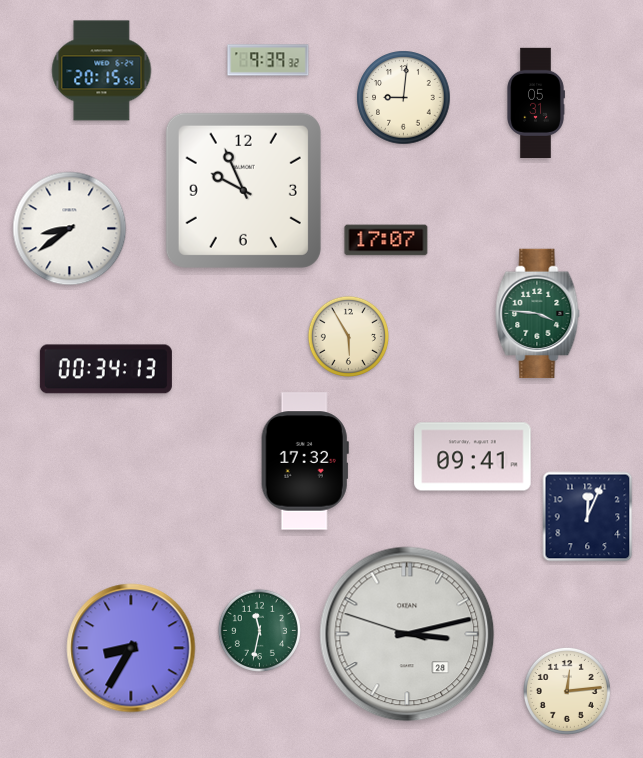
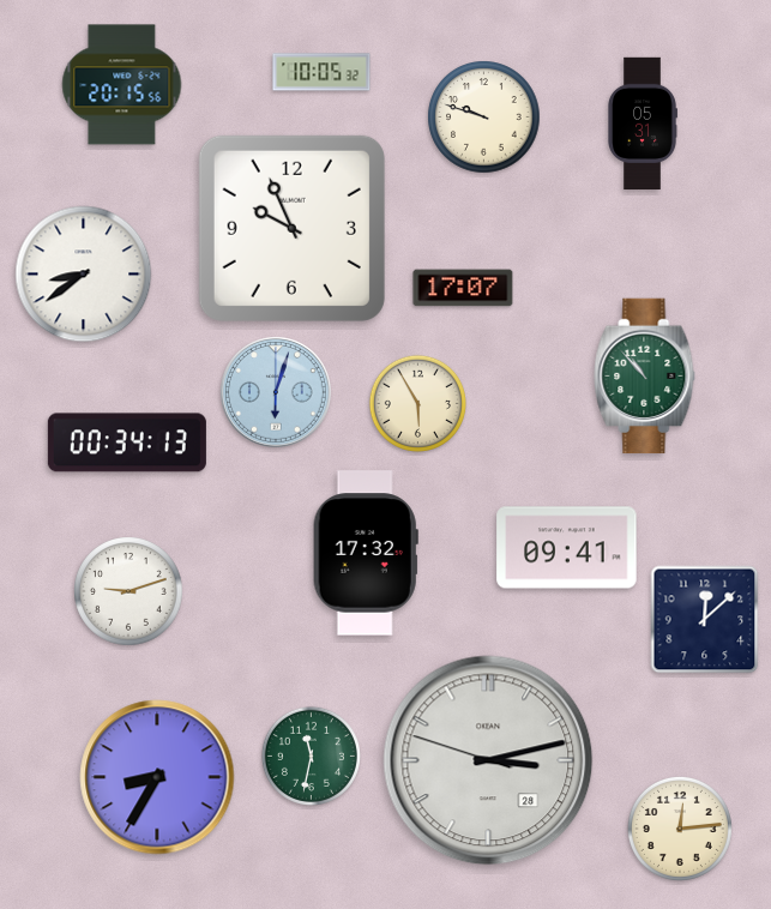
clock at (268, 60): 9:39 -> 10:05
clock at (404, 98): 9:01 -> 9:48
clock at (538, 314): 3:46 -> 10:53
clock at (277, 393): none -> 6:03
clock at (128, 591): none -> 9:12
clock at (588, 517): 12:04 -> 12:08
